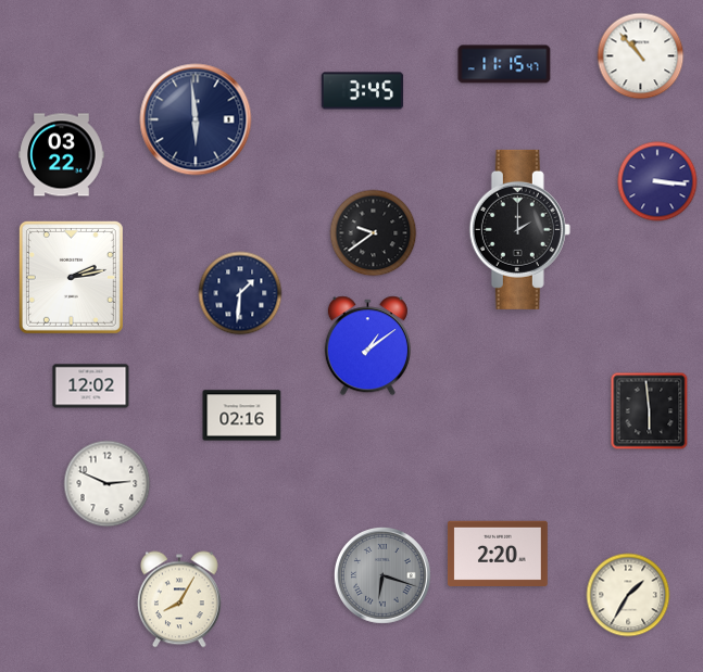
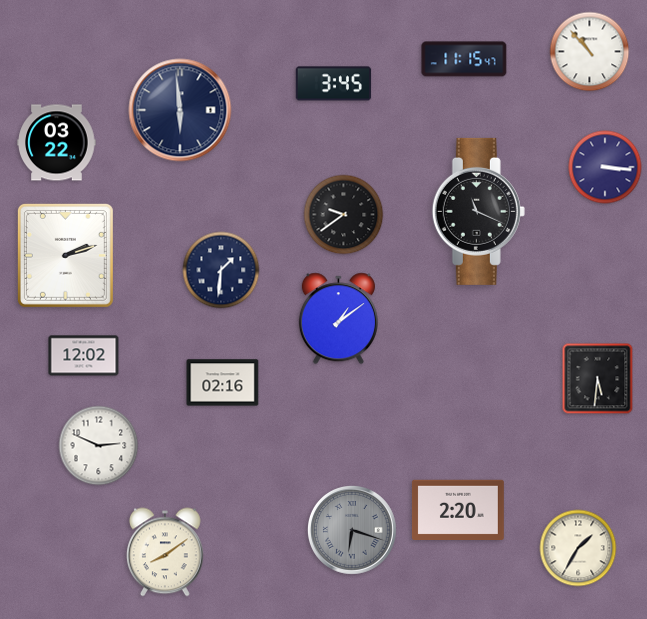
clock at (519, 229): 2:00 -> 11:19
clock at (71, 277): 2:13 -> 2:12
clock at (650, 411): 5:59 -> 5:31
clock at (180, 599): 8:05 -> 8:09
